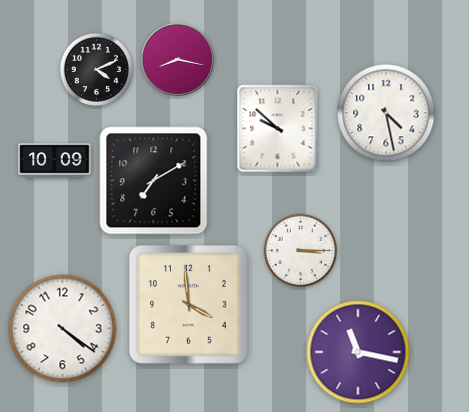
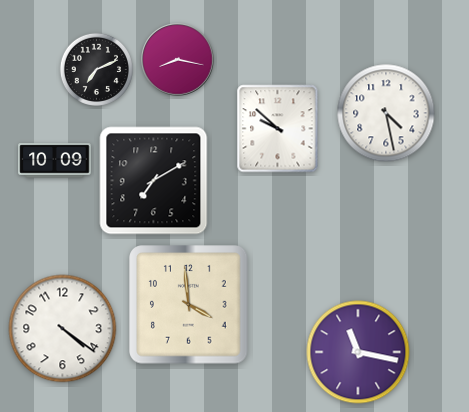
clock at (96, 69): 4:11 -> 7:11
clock at (300, 250): 3:15 -> none
